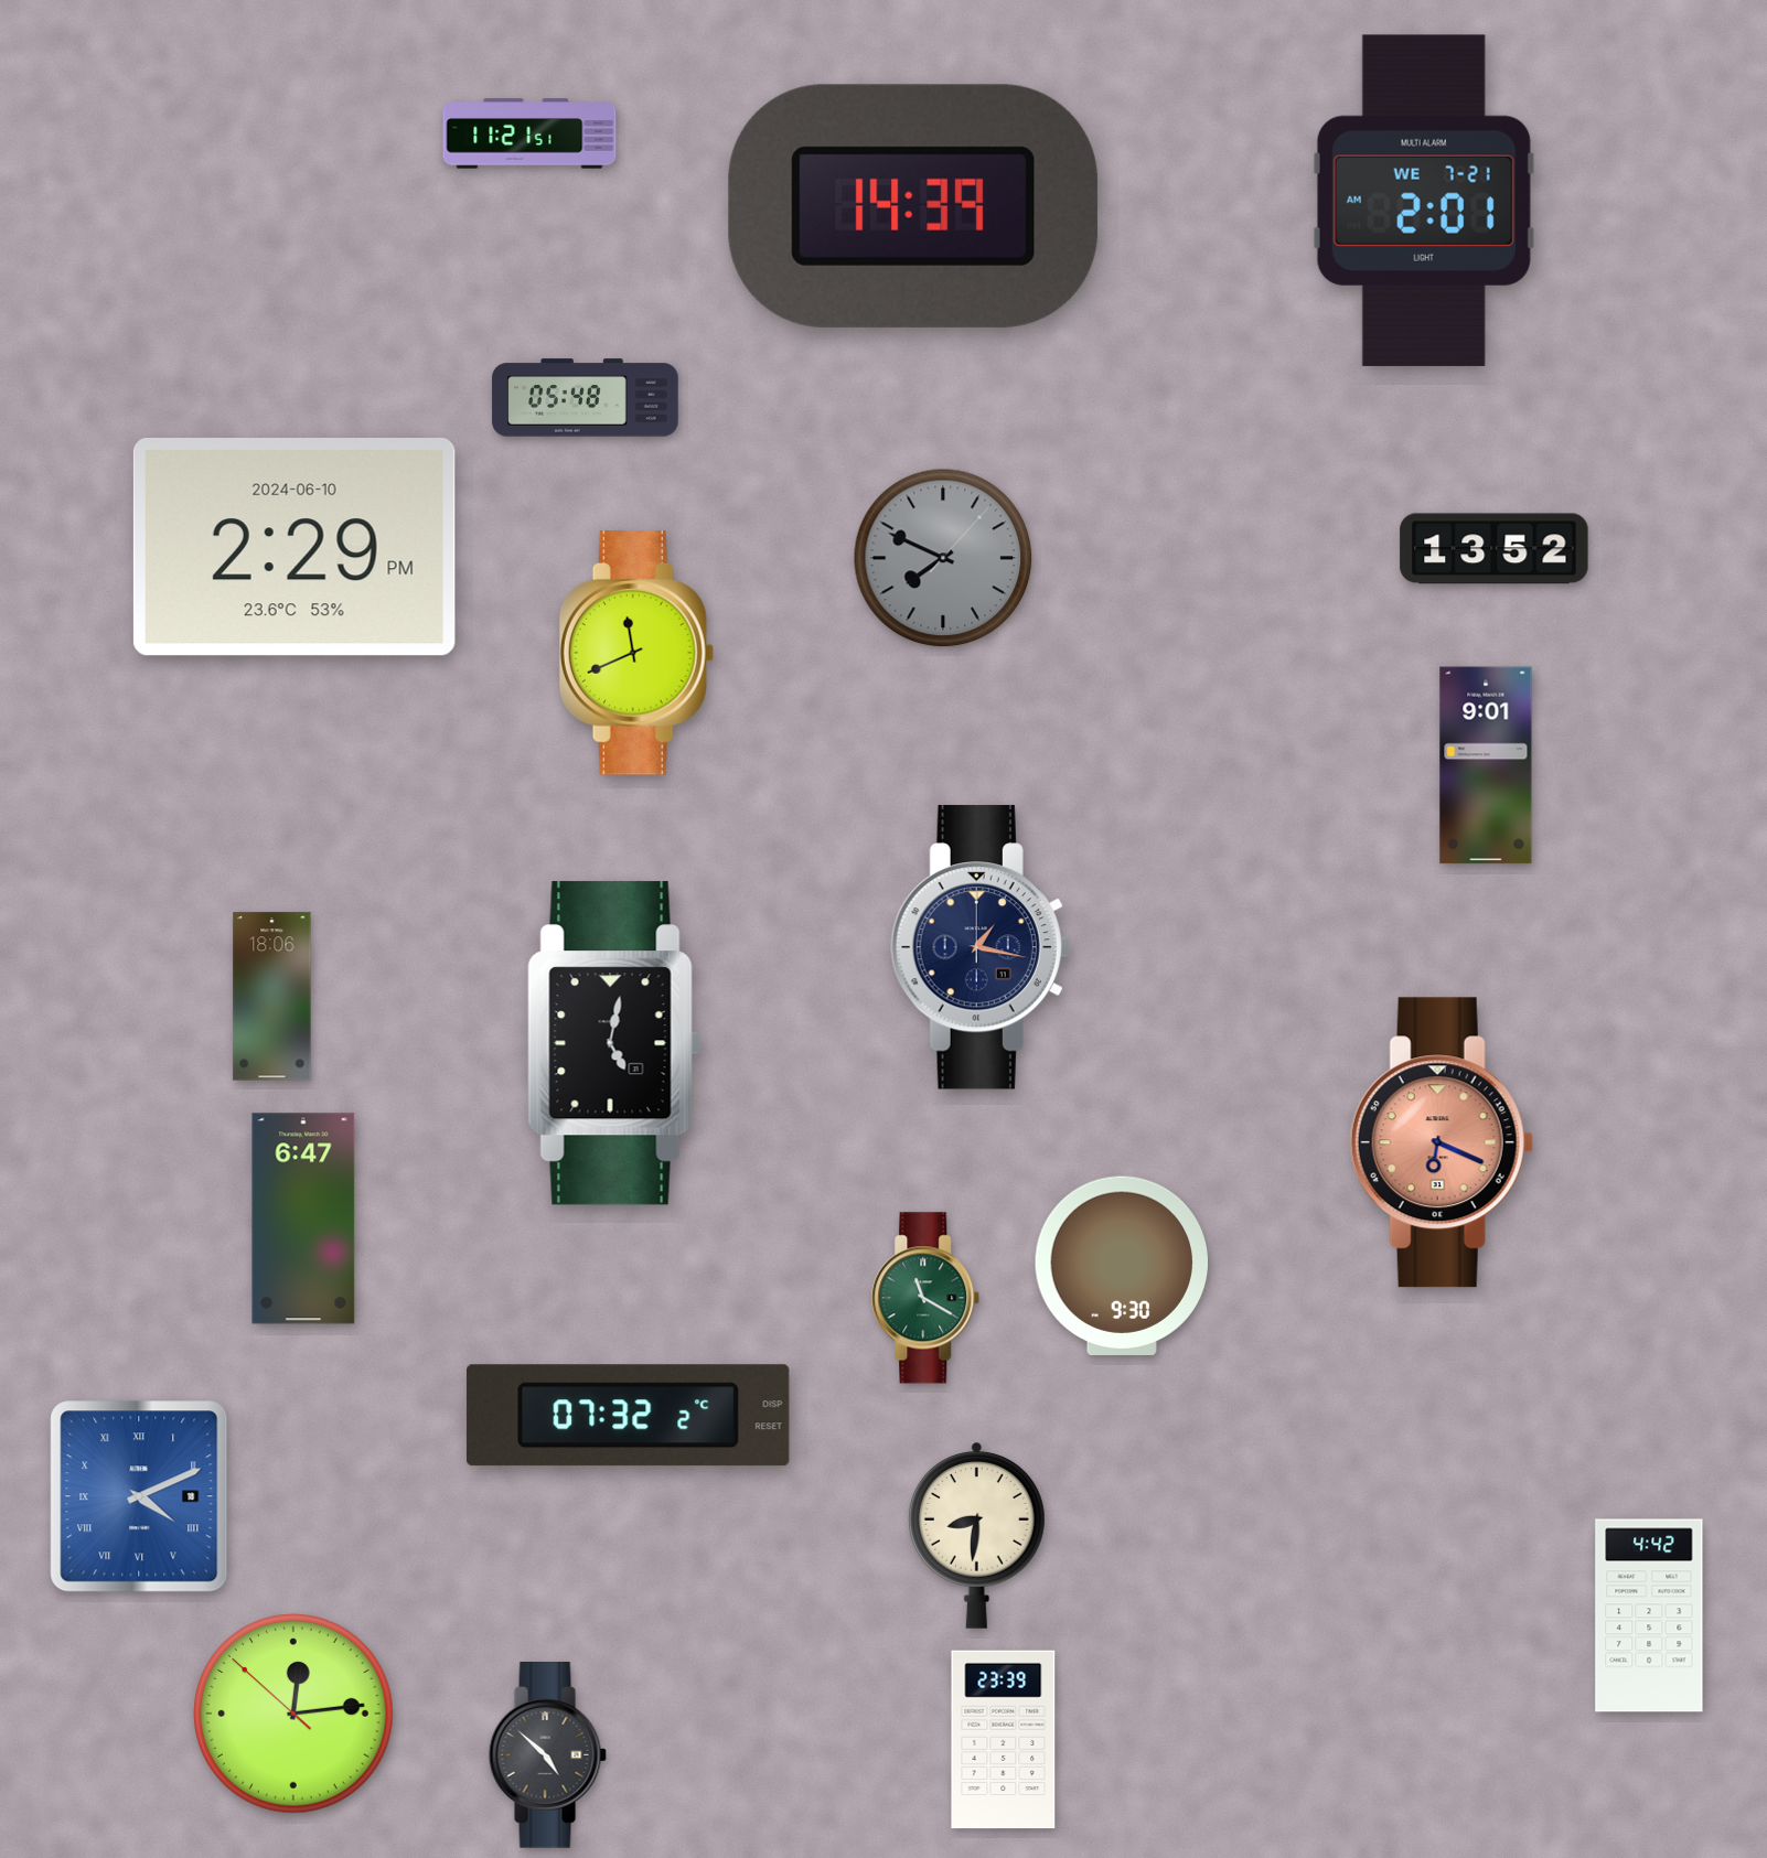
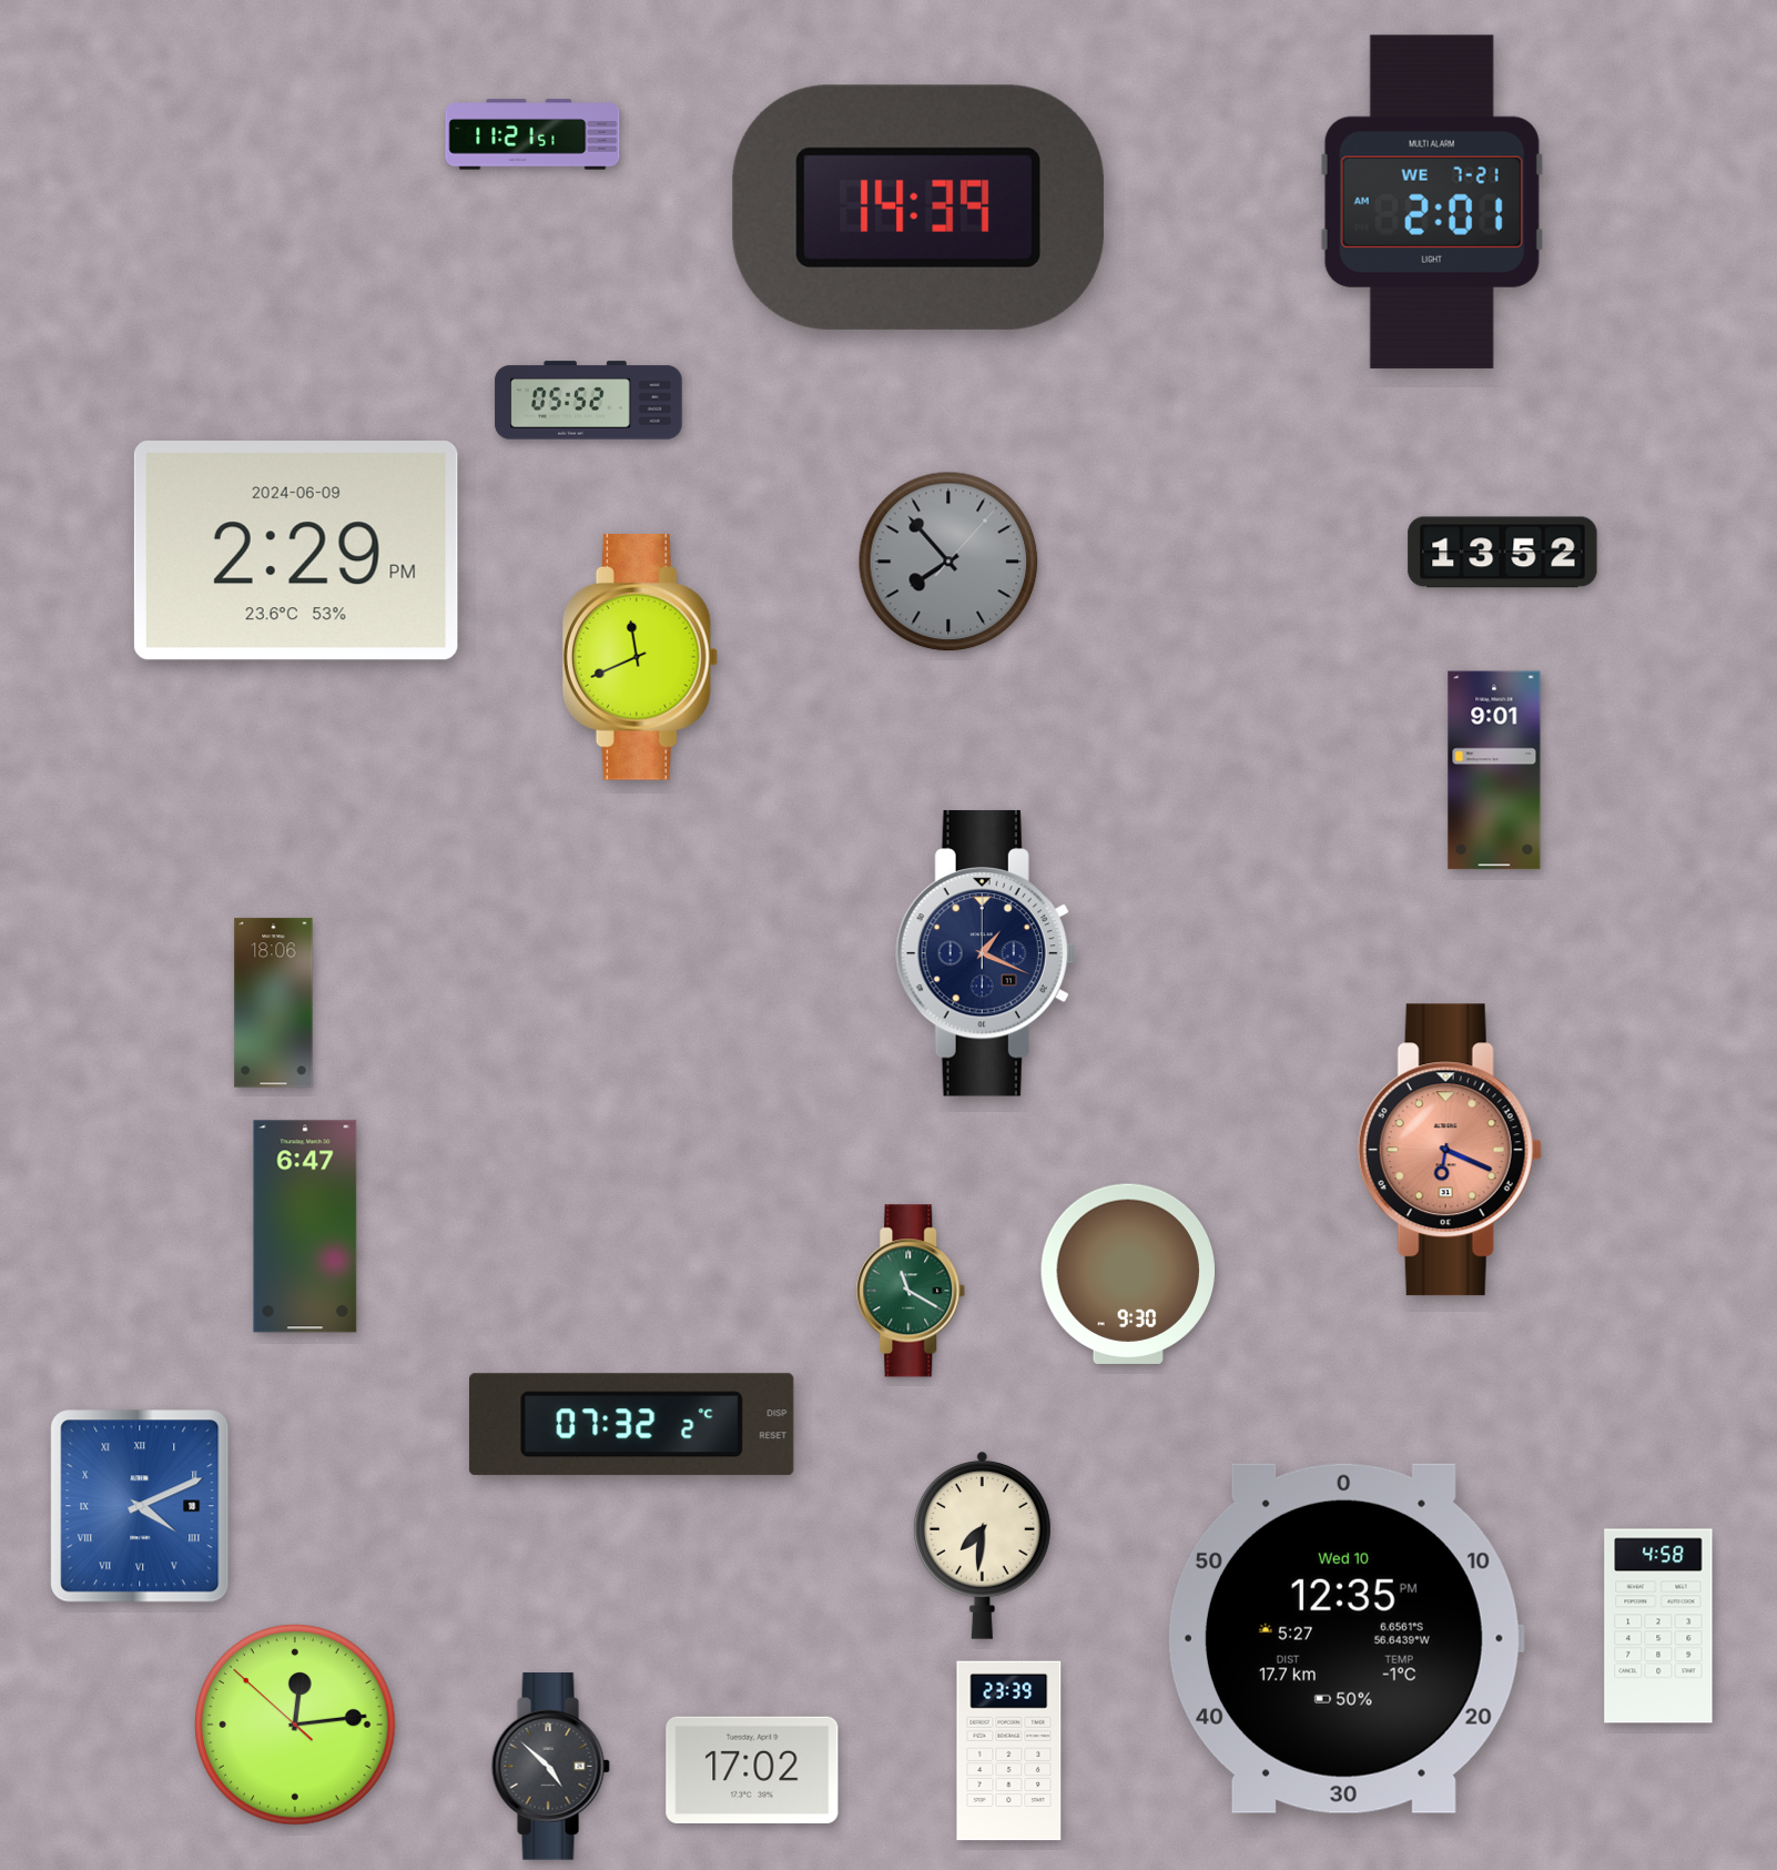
clock at (586, 398): 05:48 -> 05:52
clock at (294, 548) date: 2024-06-10 -> 2024-06-09
clock at (943, 558): 7:49 -> 7:53
clock at (981, 947): 1:17 -> 1:19
clock at (614, 1043): 5:02 -> none
clock at (925, 1298) position: (925, 1298) -> (911, 1291)
clock at (976, 1536): 8:31 -> 7:31
clock at (1649, 1615): 4:42 -> 4:58
clock at (1346, 1638): none -> 12:35
clock at (752, 1770): none -> 17:02
